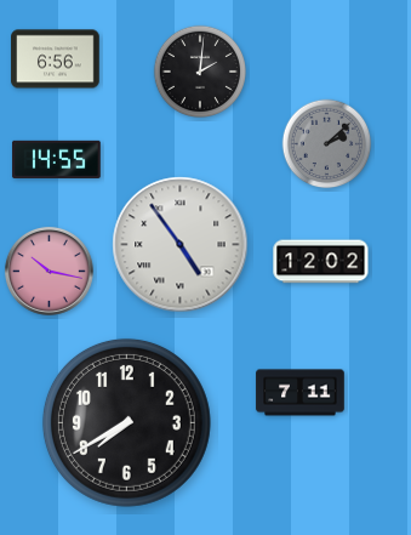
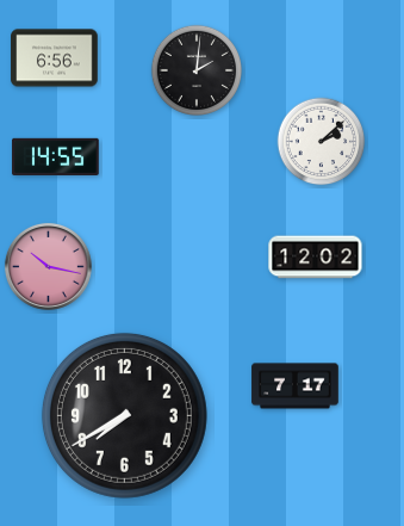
clock at (327, 144) dial: grey -> white
clock at (181, 245): 4:54 -> none
clock at (301, 393): 7:11 -> 7:17
